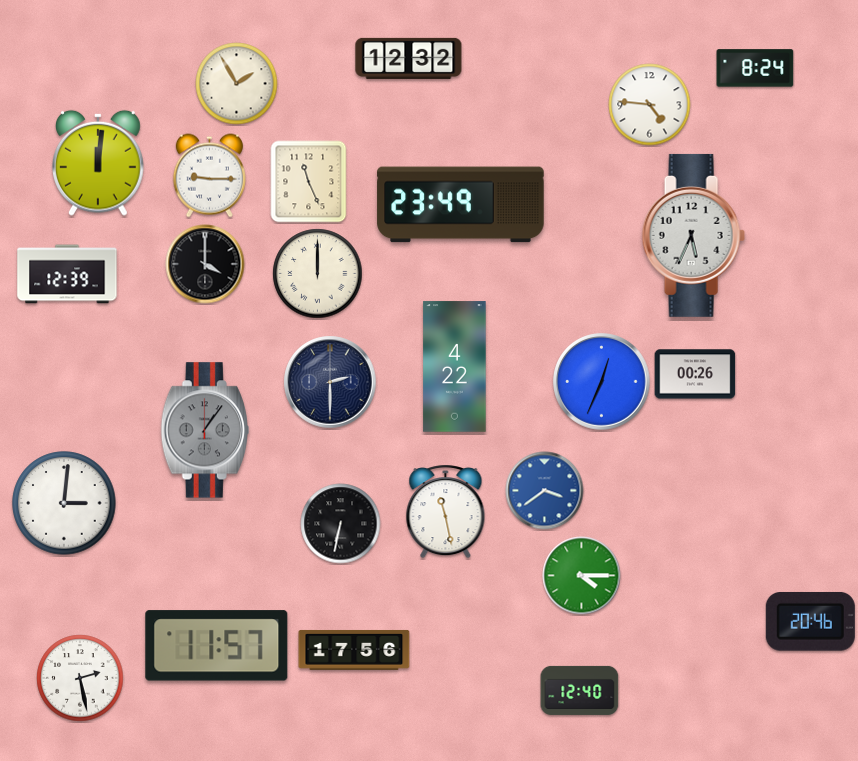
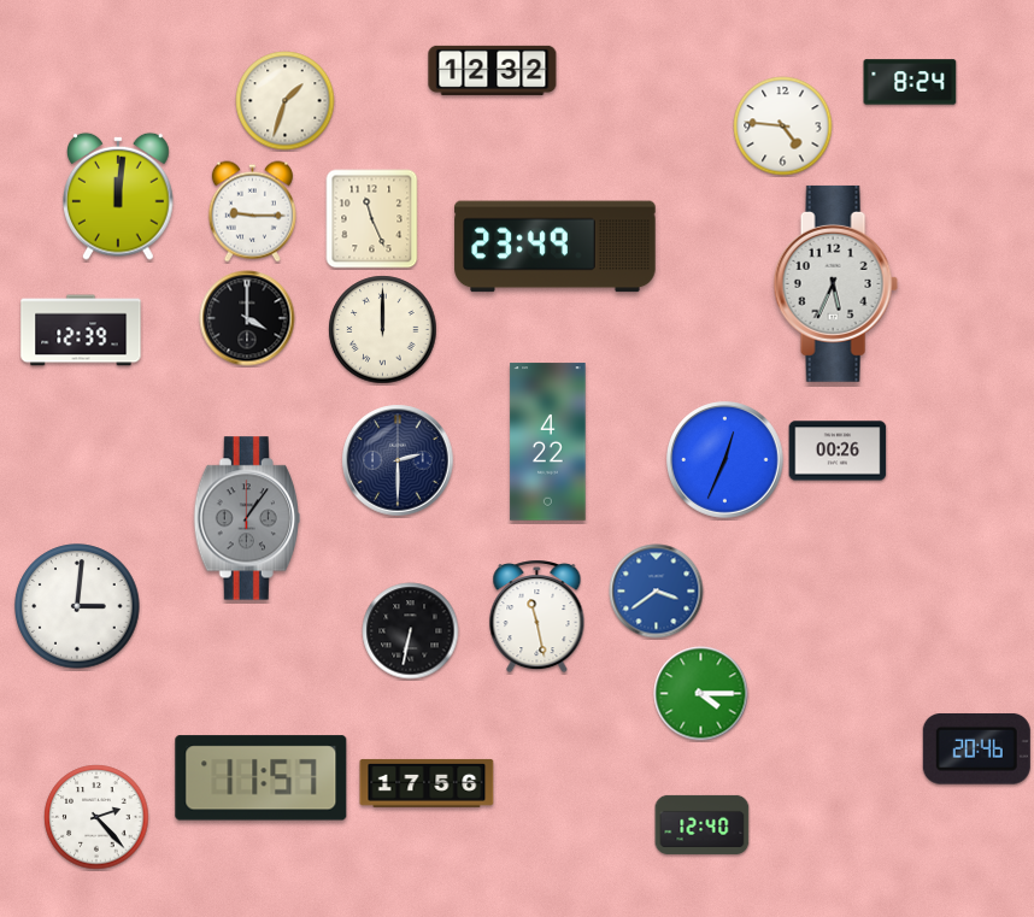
clock at (237, 84): 1:55 -> 1:33
clock at (80, 678): 2:28 -> 2:23
clock at (580, 690) position: (580, 690) -> (703, 824)
